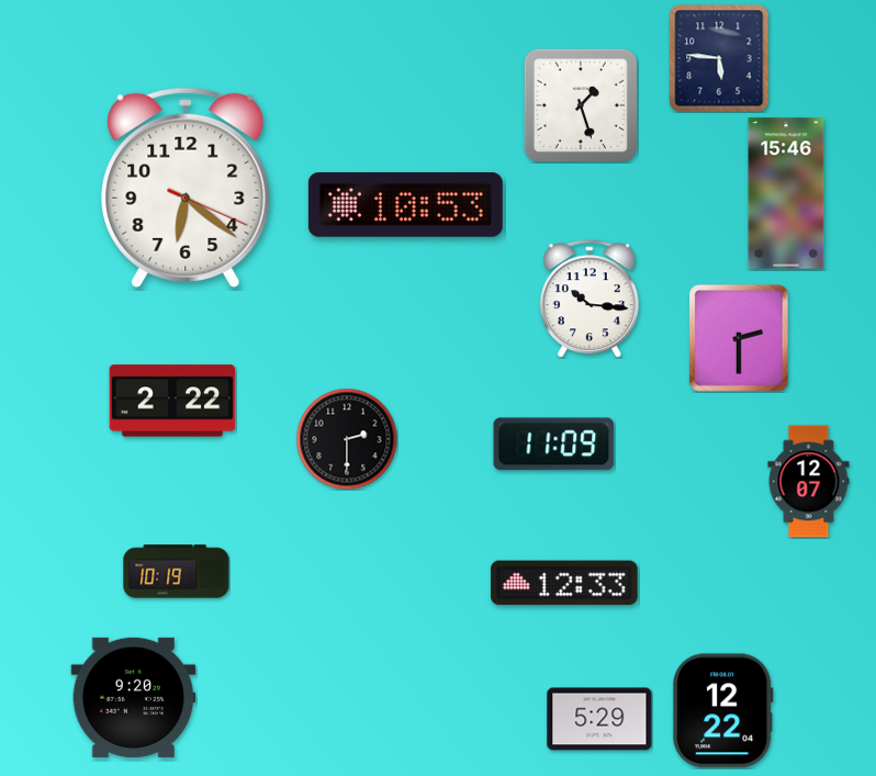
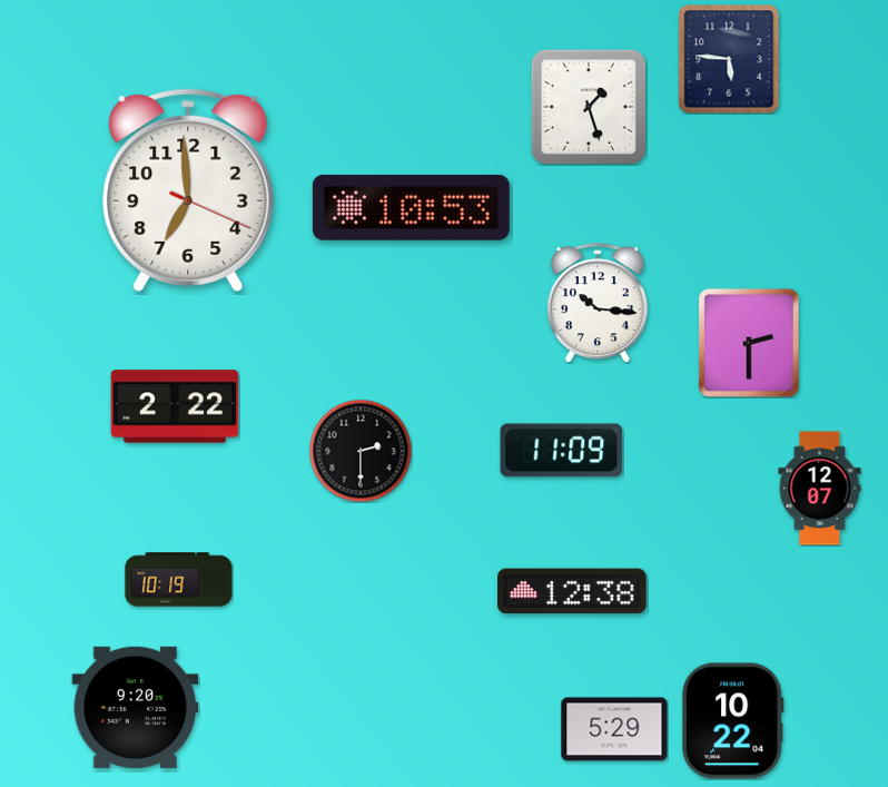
clock at (186, 188): 6:21 -> 6:59
clock at (786, 193): 15:46 -> none
clock at (347, 439) position: (347, 439) -> (361, 451)
clock at (564, 583): 12:33 -> 12:38
clock at (722, 711): 12:22 -> 10:22
clock at (599, 719) position: (599, 719) -> (614, 729)
